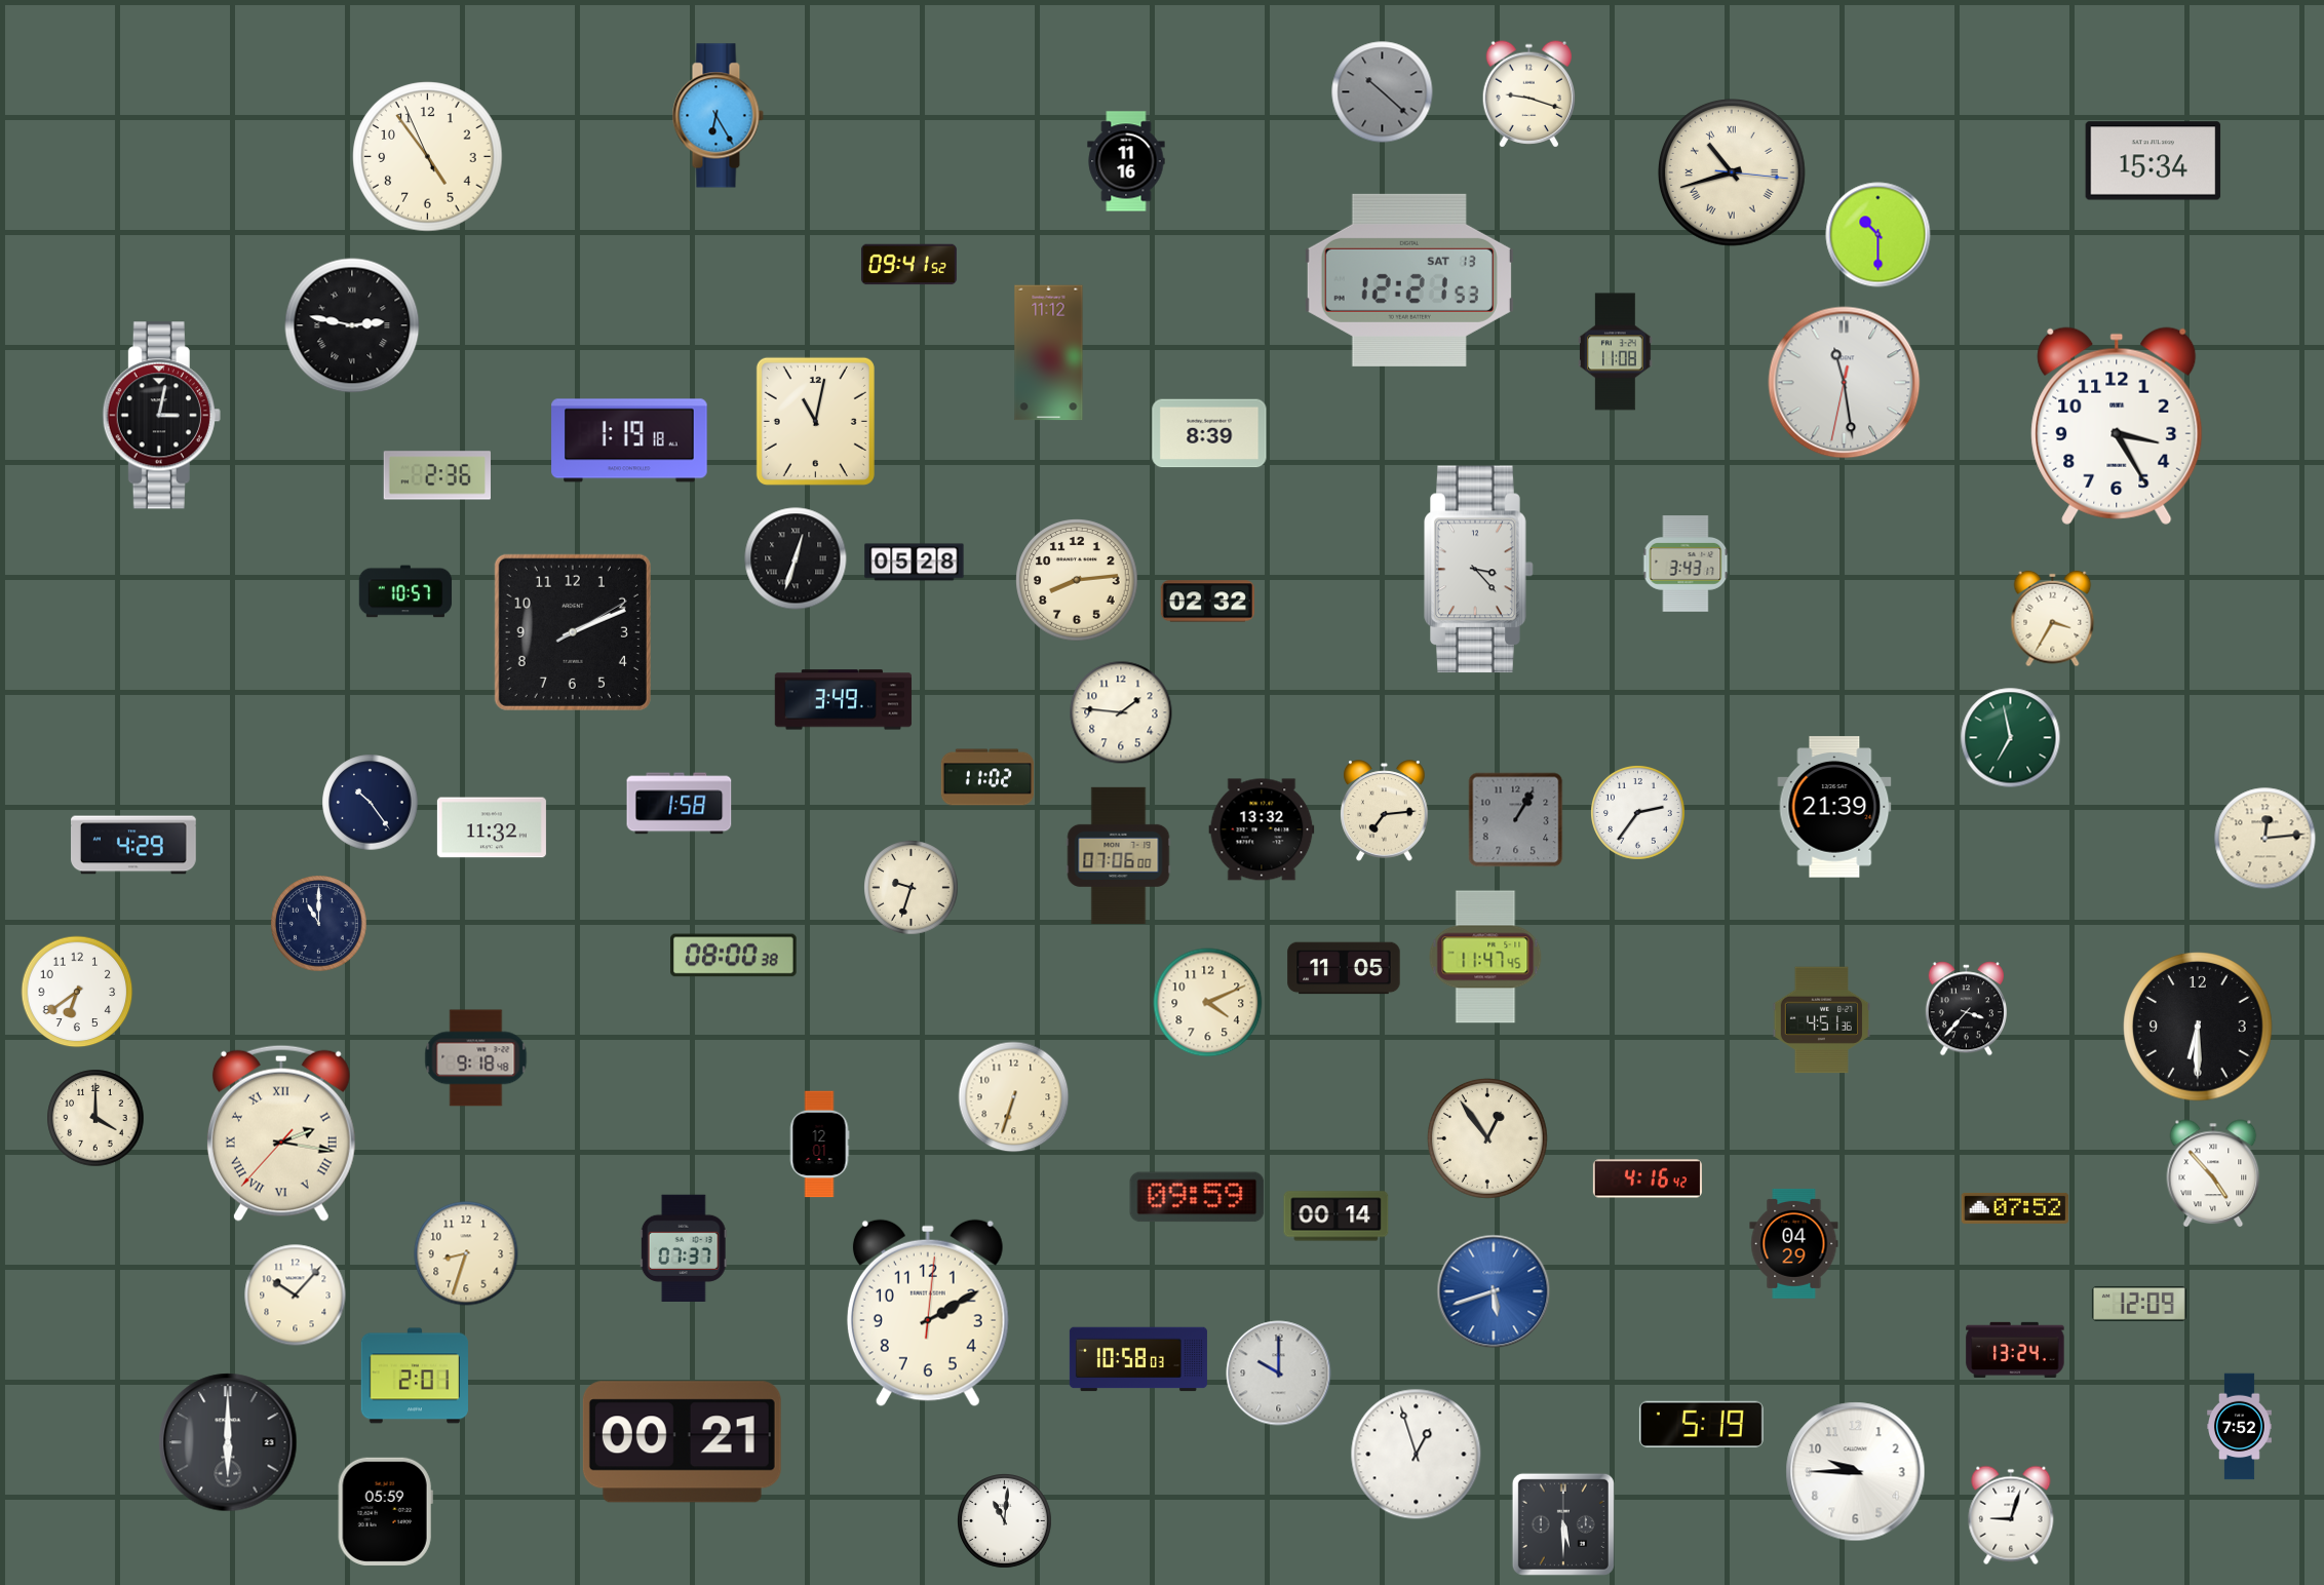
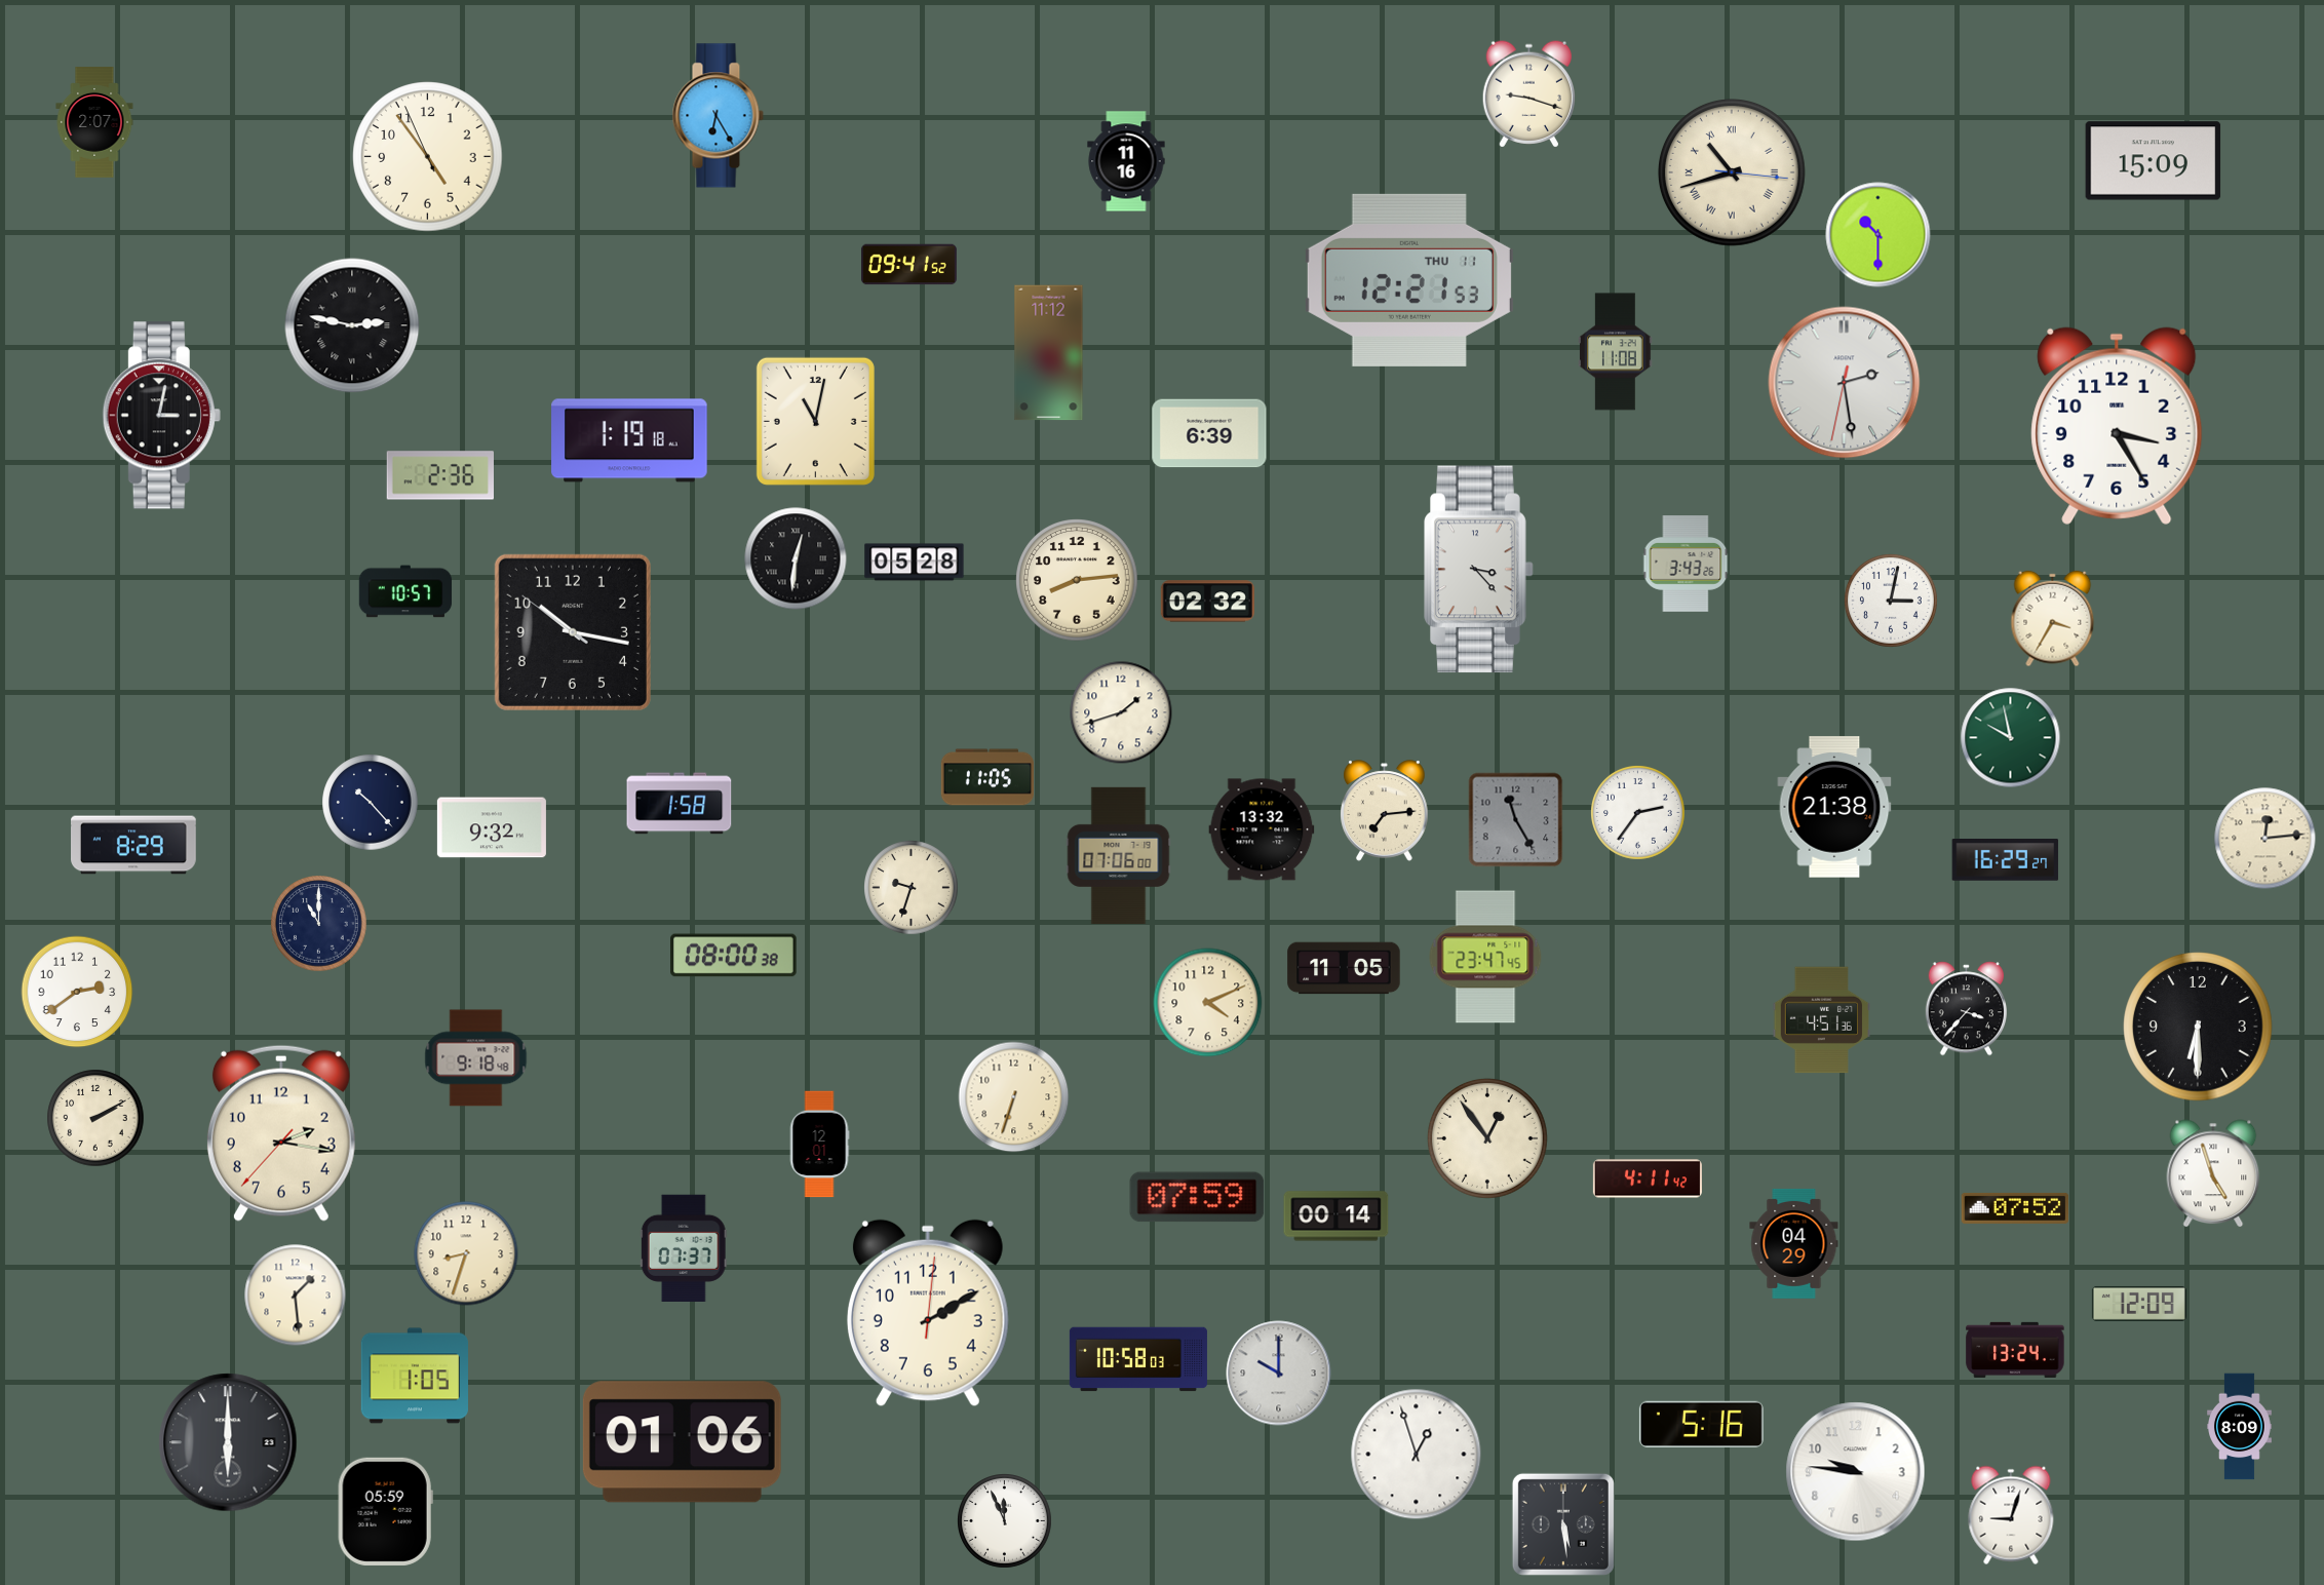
clock at (1383, 92): 10:22 -> none
clock at (94, 122): none -> 2:07
clock at (2154, 161): 15:34 -> 15:09
clock at (1409, 280) date: SAT 13 -> THU 11
clock at (1845, 383): 11:28 -> 2:28
clock at (1209, 433): 8:39 -> 6:39
clock at (436, 475) position: (436, 475) -> (439, 475)
clock at (796, 558): 12:33 -> 12:31
clock at (1686, 564): 3:43:17 -> 3:43:26
clock at (1891, 601): none -> 3:02
clock at (573, 632): 2:11 -> 10:16
clock at (843, 700): 3:49 -> none
clock at (1121, 712): 1:46 -> 1:42
clock at (2011, 738): 6:58 -> 9:58
clock at (987, 777): 11:02 -> 11:05
clock at (371, 803): 10:24 -> 10:23
clock at (1834, 807): 21:39 -> 21:38
clock at (1516, 820): 1:05 -> 11:25
clock at (492, 827): 11:32 -> 9:32
clock at (134, 845): 4:29 -> 8:29
clock at (2006, 860): none -> 16:29
clock at (1485, 957): 11:47 -> 23:47
clock at (77, 992): 6:39 -> 2:39
clock at (95, 1118): 4:00 -> 2:10
clock at (281, 1133) numerals: Roman -> Arabic
clock at (2213, 1173): 4:53 -> 4:57
clock at (1648, 1178): 4:16 -> 4:11
clock at (1197, 1197): 09:59 -> 07:59
clock at (1494, 1291): 5:42 -> none
clock at (296, 1296): 10:07 -> 1:29
clock at (415, 1376): 2:01 -> 1:05
clock at (1701, 1424): 5:19 -> 5:16
clock at (2240, 1427): 7:52 -> 8:09
clock at (682, 1442): 00:21 -> 01:06
clock at (1856, 1472): 9:45 -> 9:46
clock at (1005, 1521): 11:01 -> 11:56
clock at (1563, 1524): 5:30 -> 5:29
